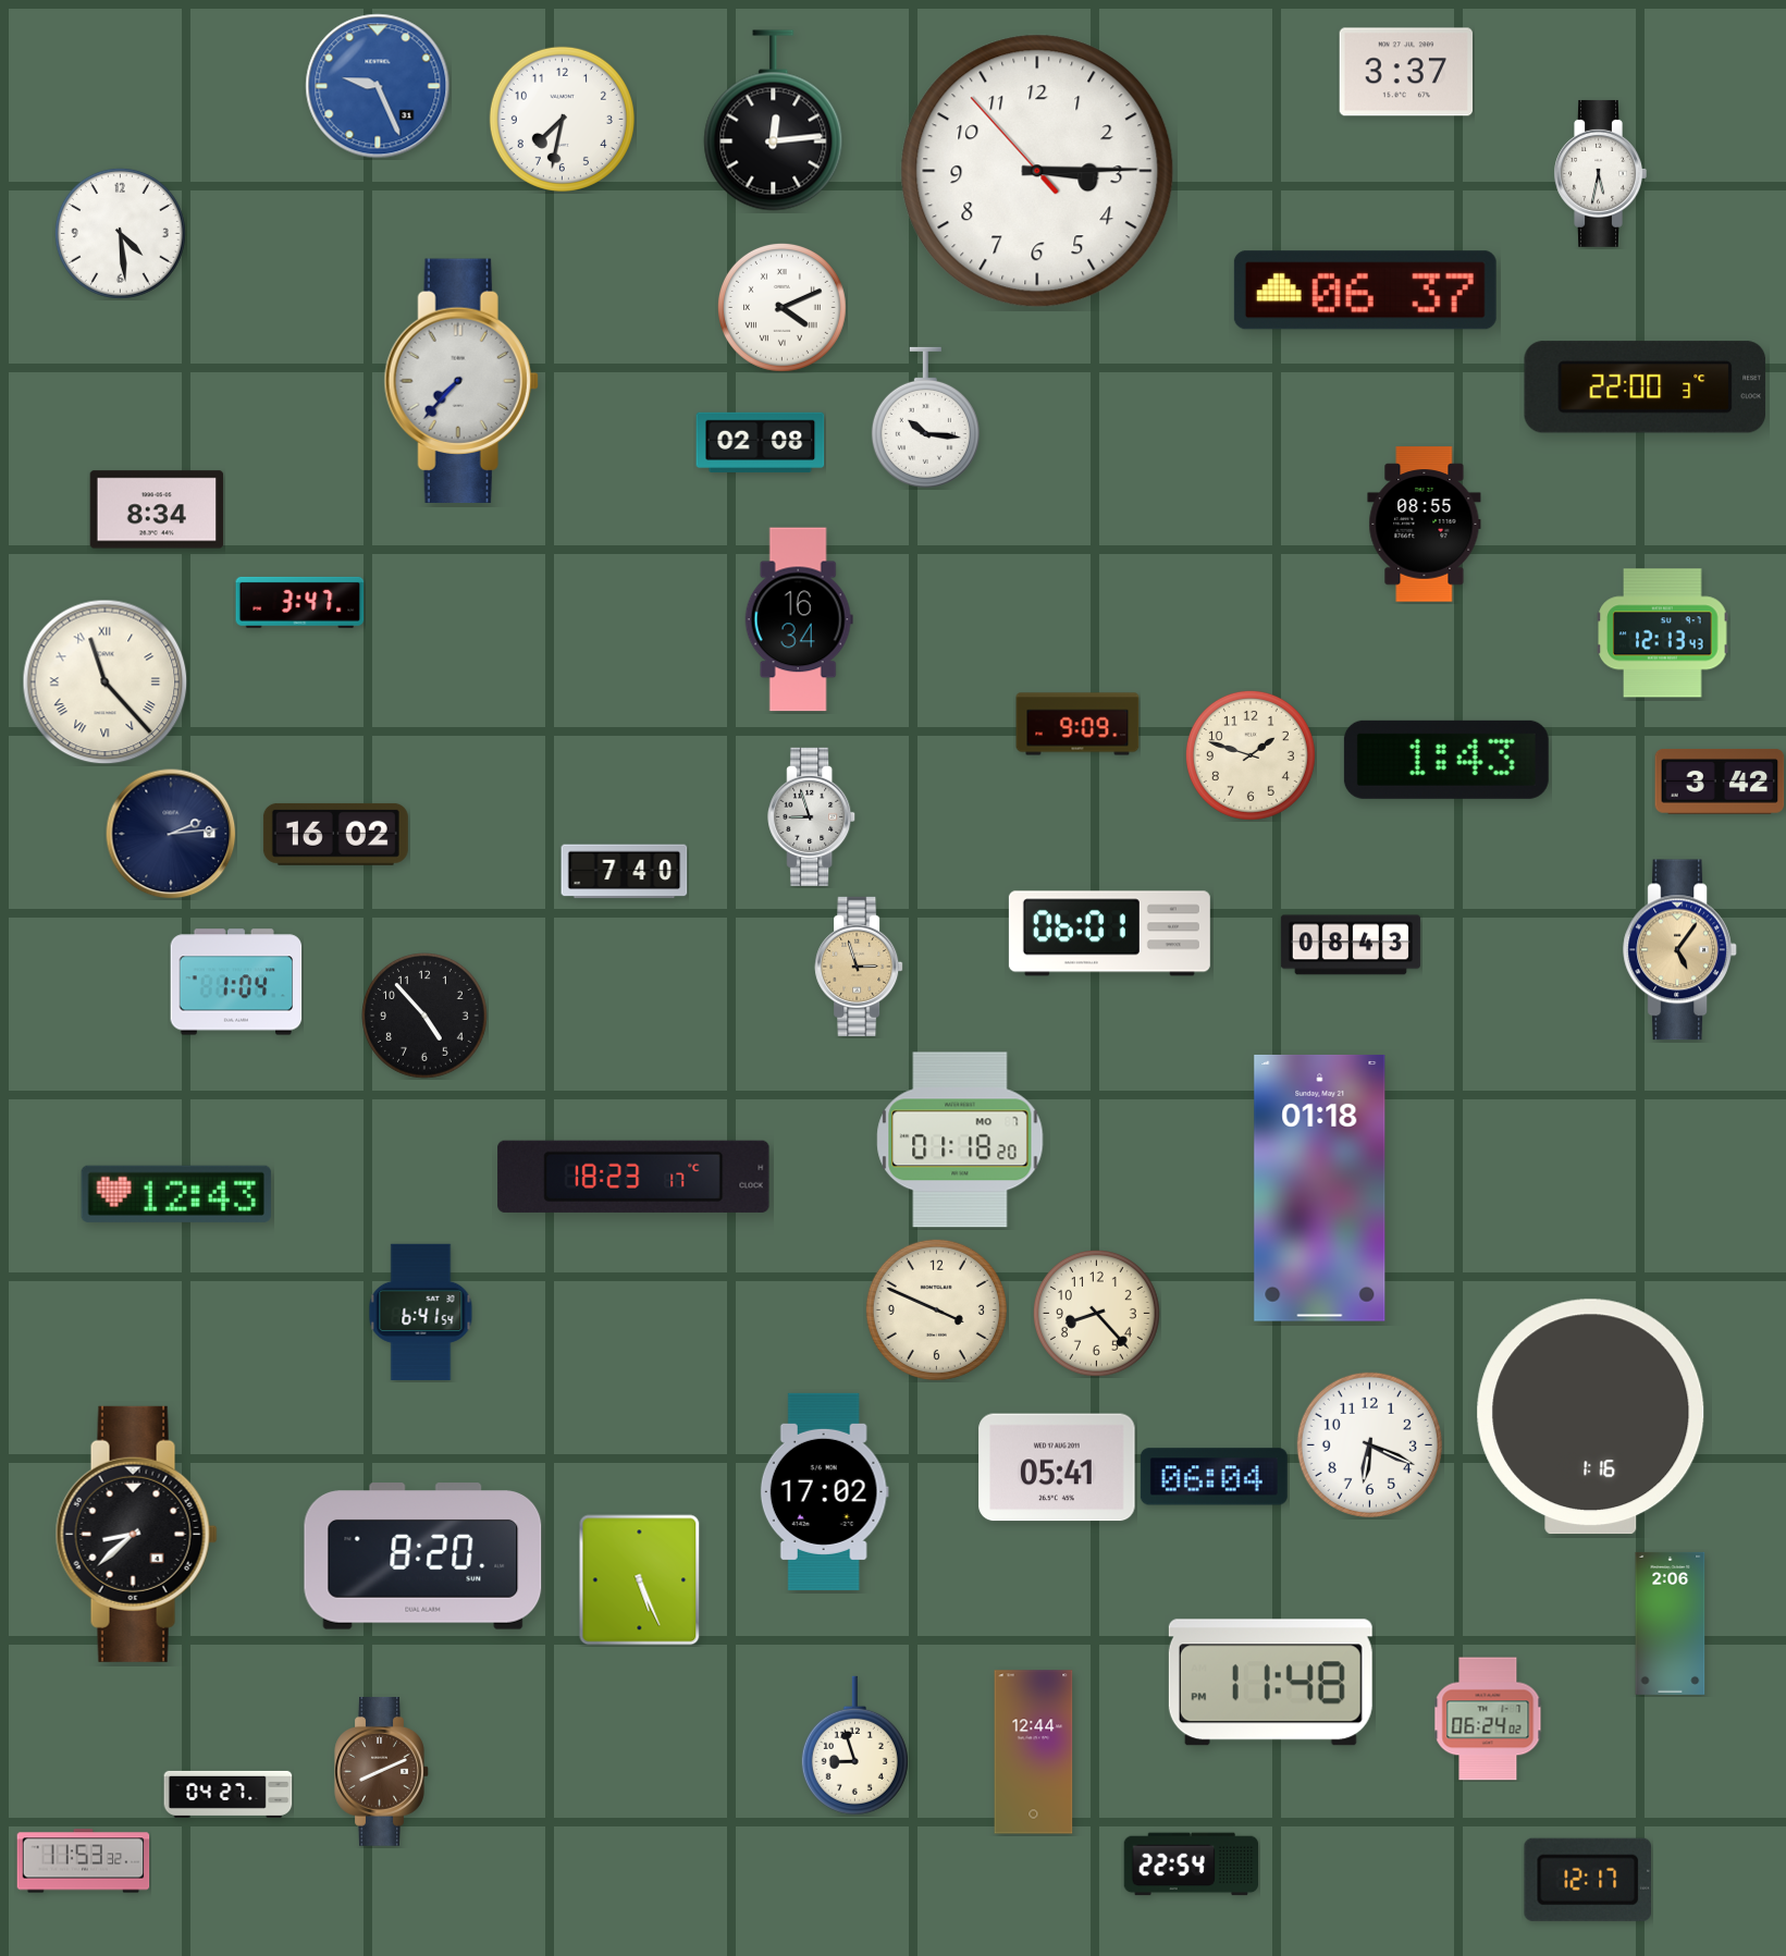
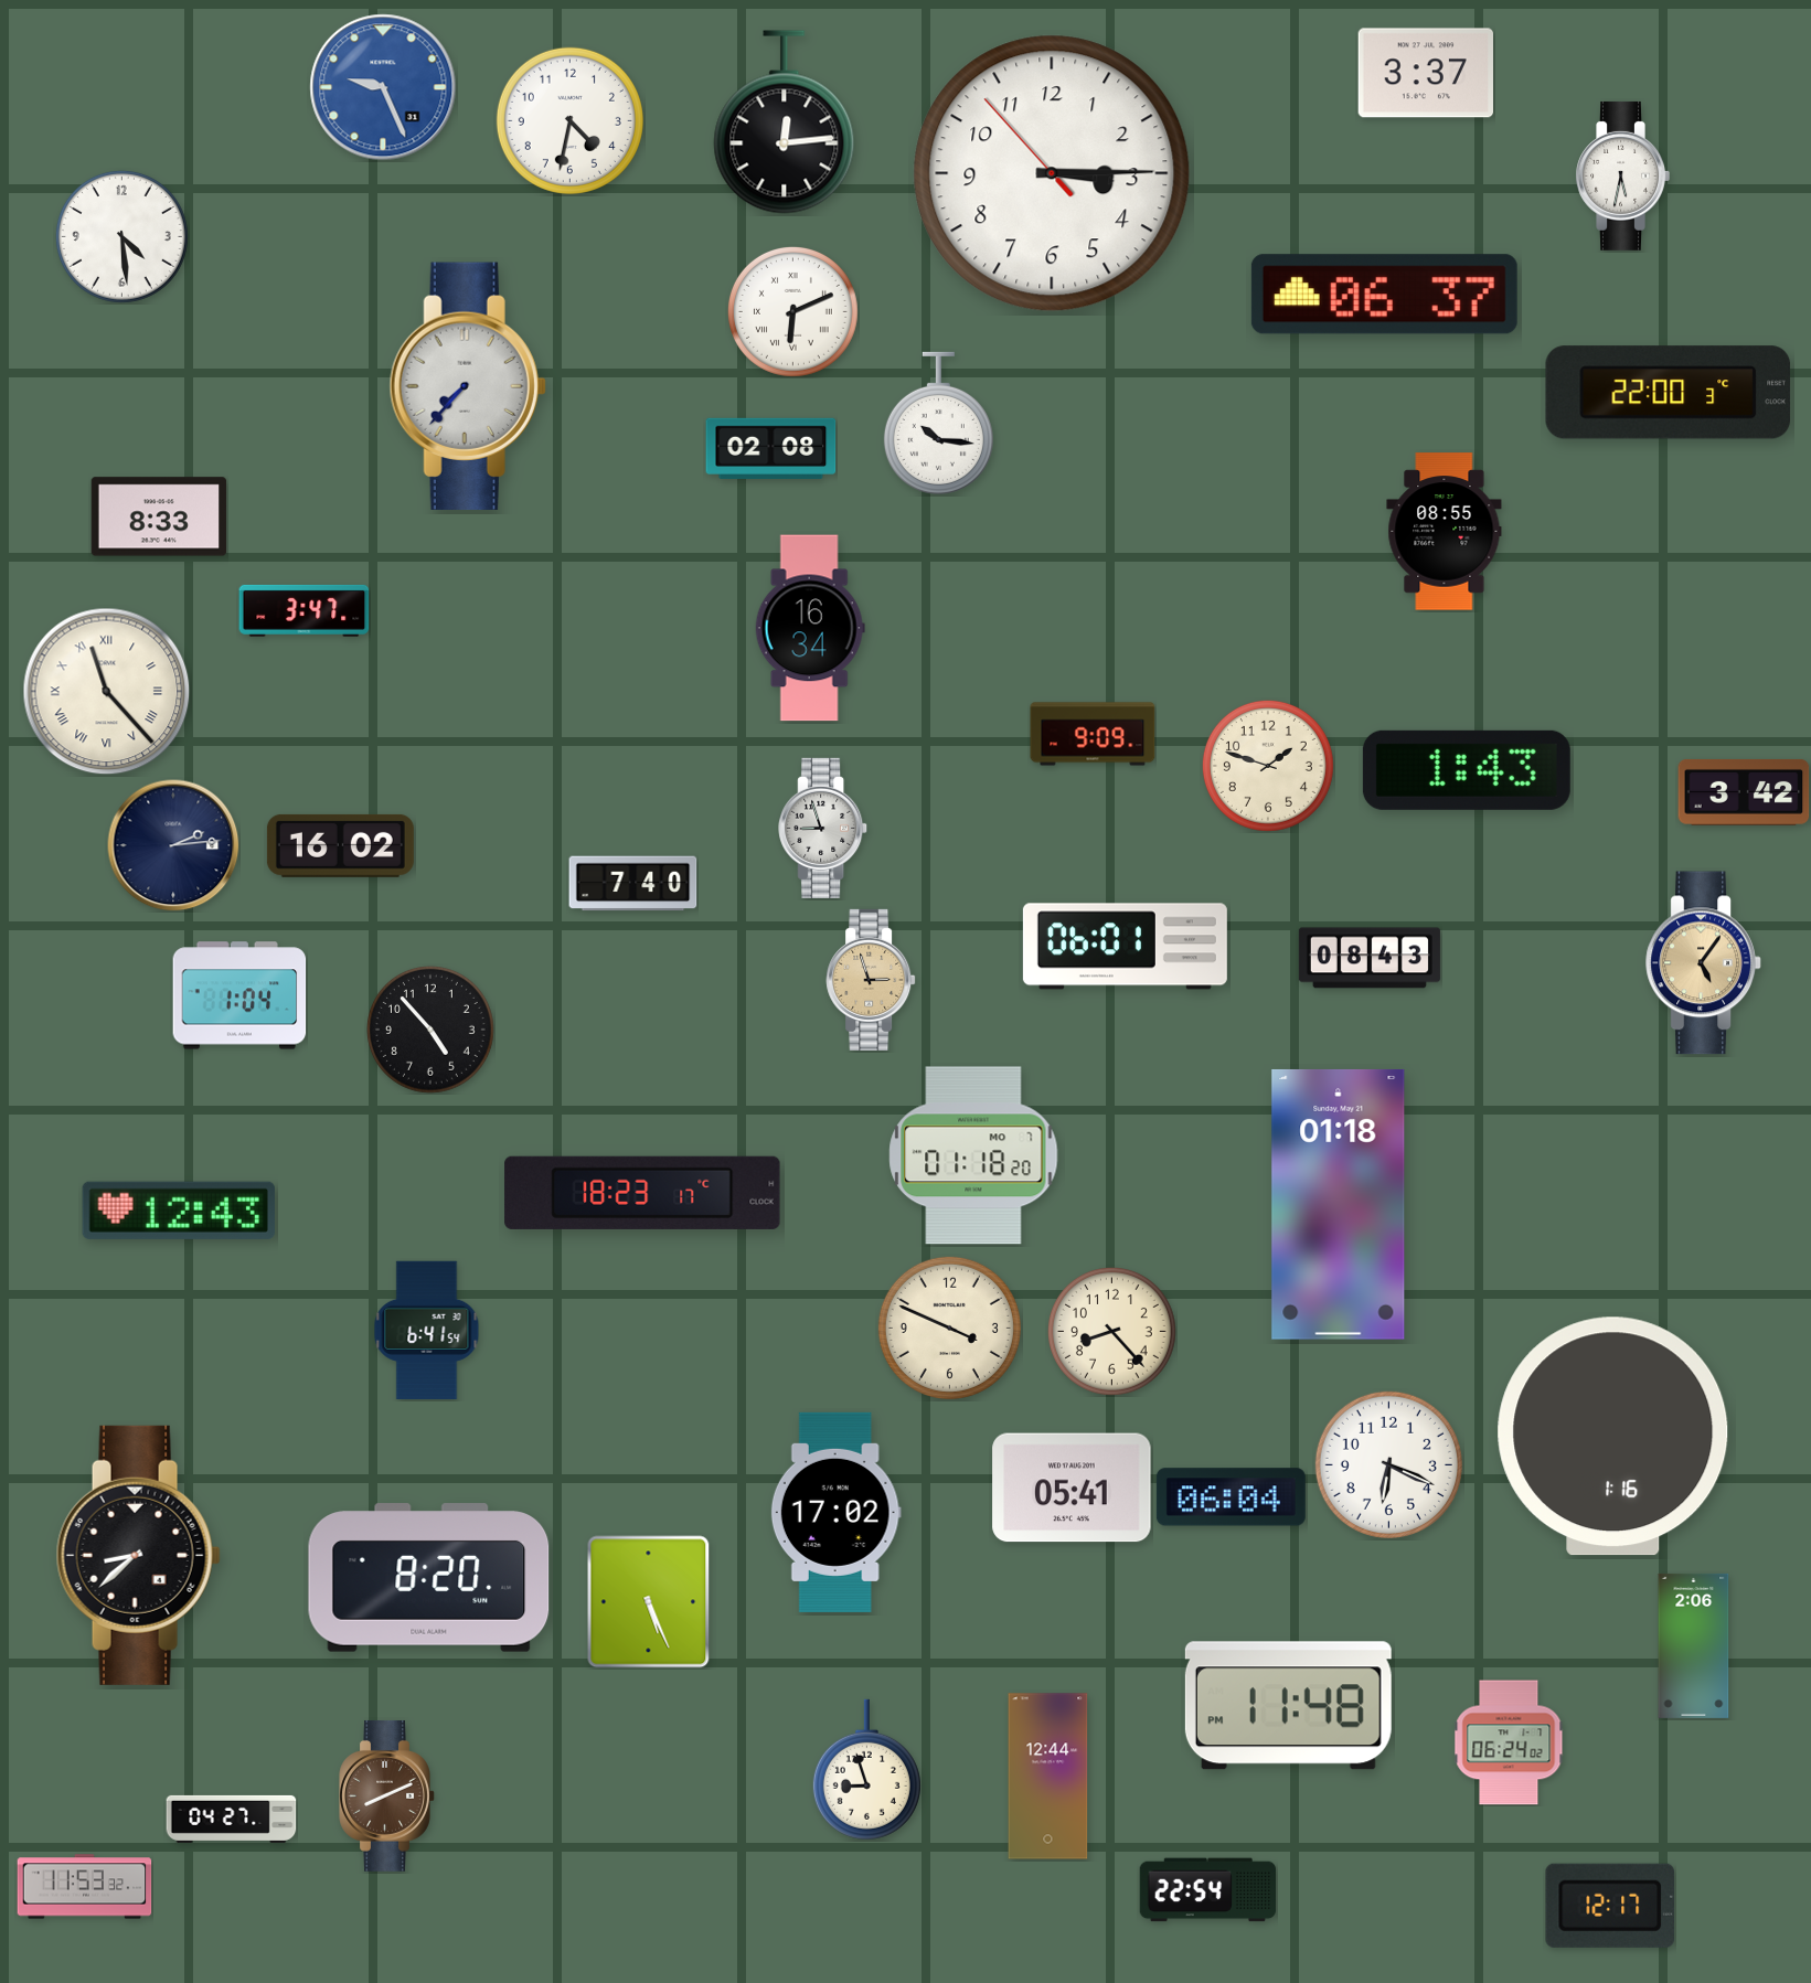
clock at (562, 119): 7:32 -> 4:32
clock at (781, 307): 4:11 -> 6:11
clock at (157, 509): 8:34 -> 8:33
clock at (1663, 633): 12:13 -> none
